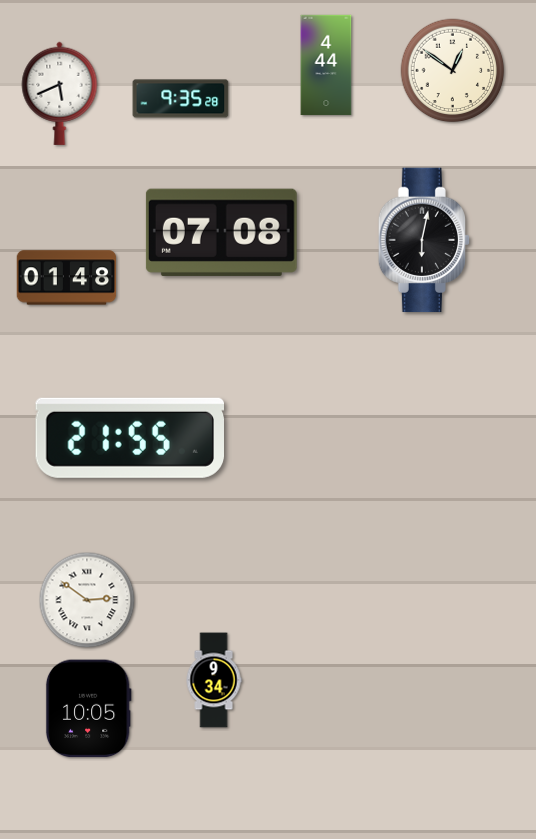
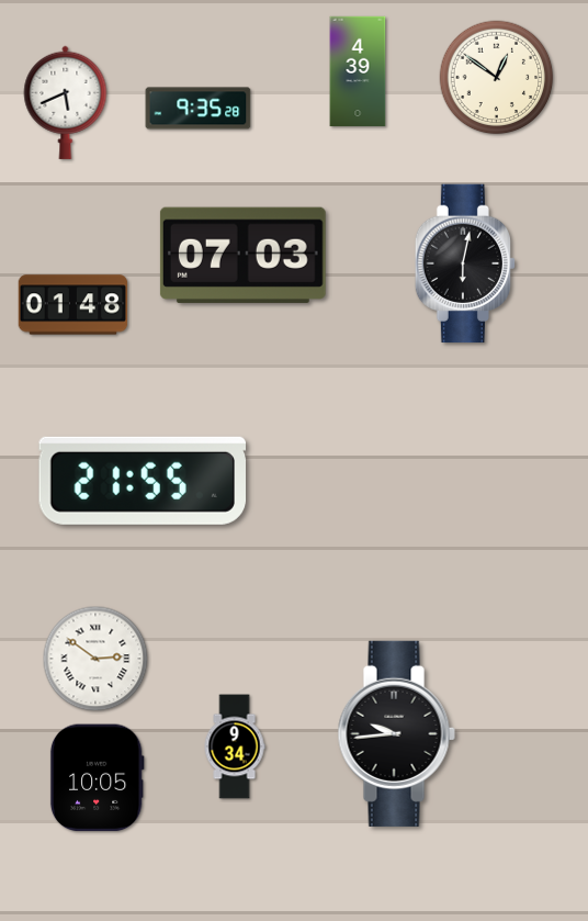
clock at (326, 65): 4:44 -> 4:39
clock at (221, 232): 07:08 -> 07:03
clock at (396, 733): none -> 9:44
